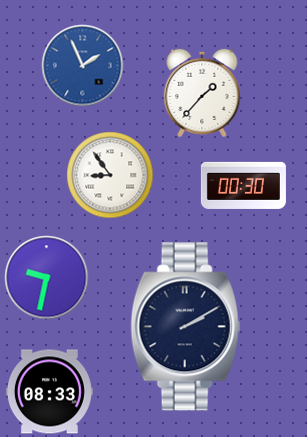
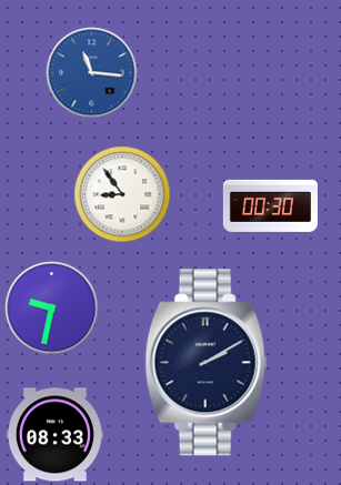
clock at (82, 65): 1:56 -> 11:16
clock at (202, 93): 1:37 -> none
